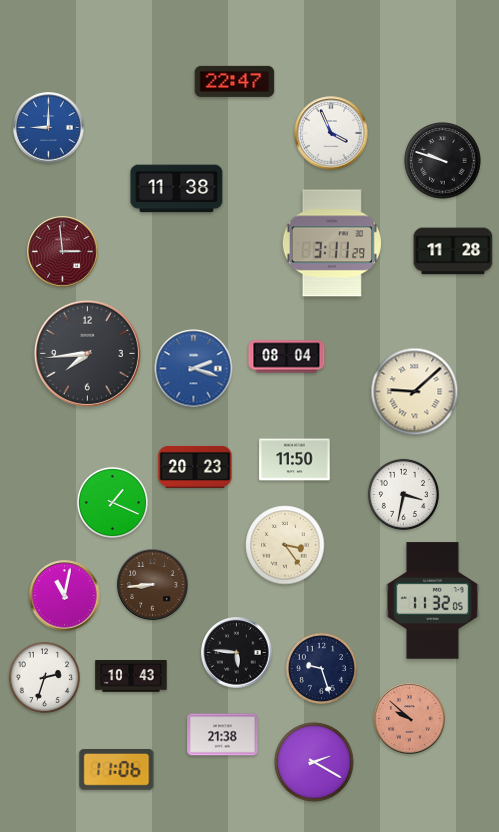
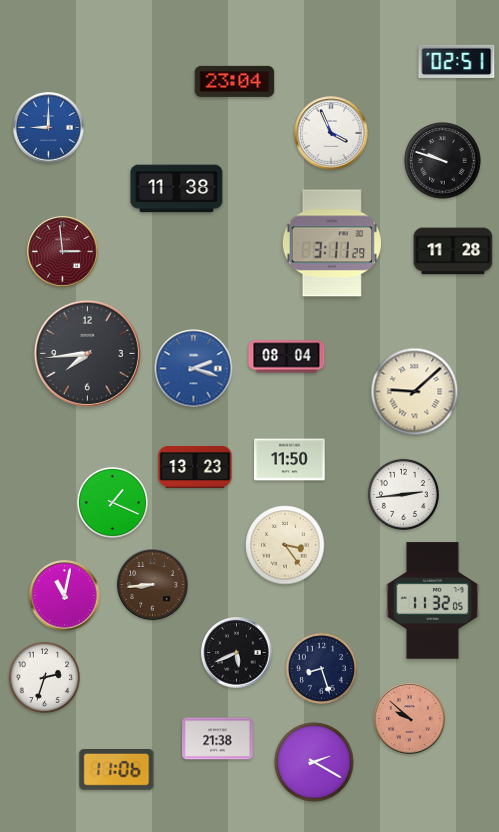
clock at (457, 61): none -> 02:51
clock at (235, 81): 22:47 -> 23:04
clock at (295, 460) position: (295, 460) -> (290, 460)
clock at (195, 467): 20:23 -> 13:23
clock at (403, 494): 3:32 -> 2:44
clock at (237, 653): 5:46 -> 5:41
clock at (321, 668): 9:27 -> 8:27
clock at (131, 676): 10:43 -> none
clock at (223, 735) position: (223, 735) -> (218, 739)
